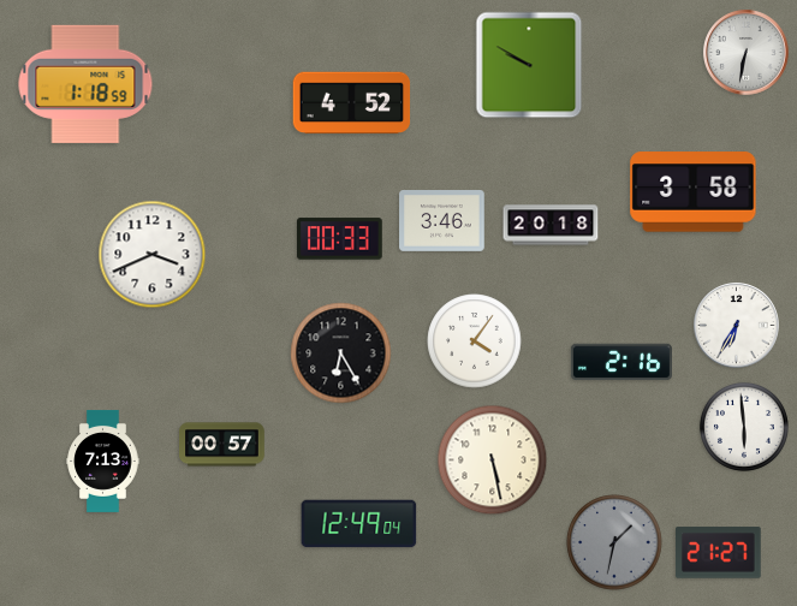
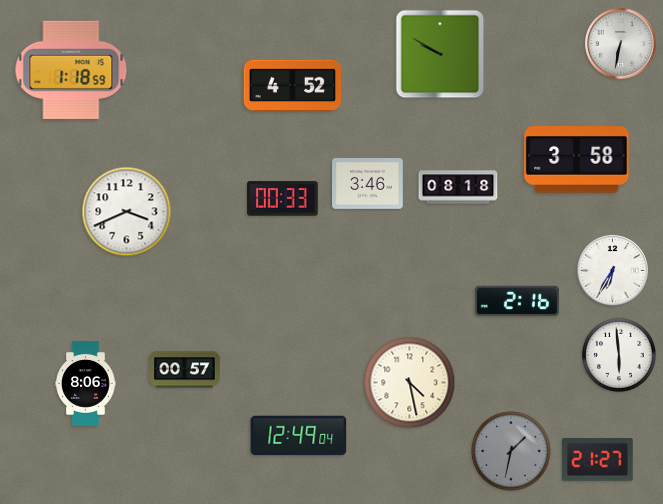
clock at (551, 225): 20:18 -> 08:18
clock at (475, 341): 4:06 -> none
clock at (341, 353): 6:25 -> none
clock at (103, 461): 7:13 -> 8:06
clock at (493, 461): 5:28 -> 4:28
